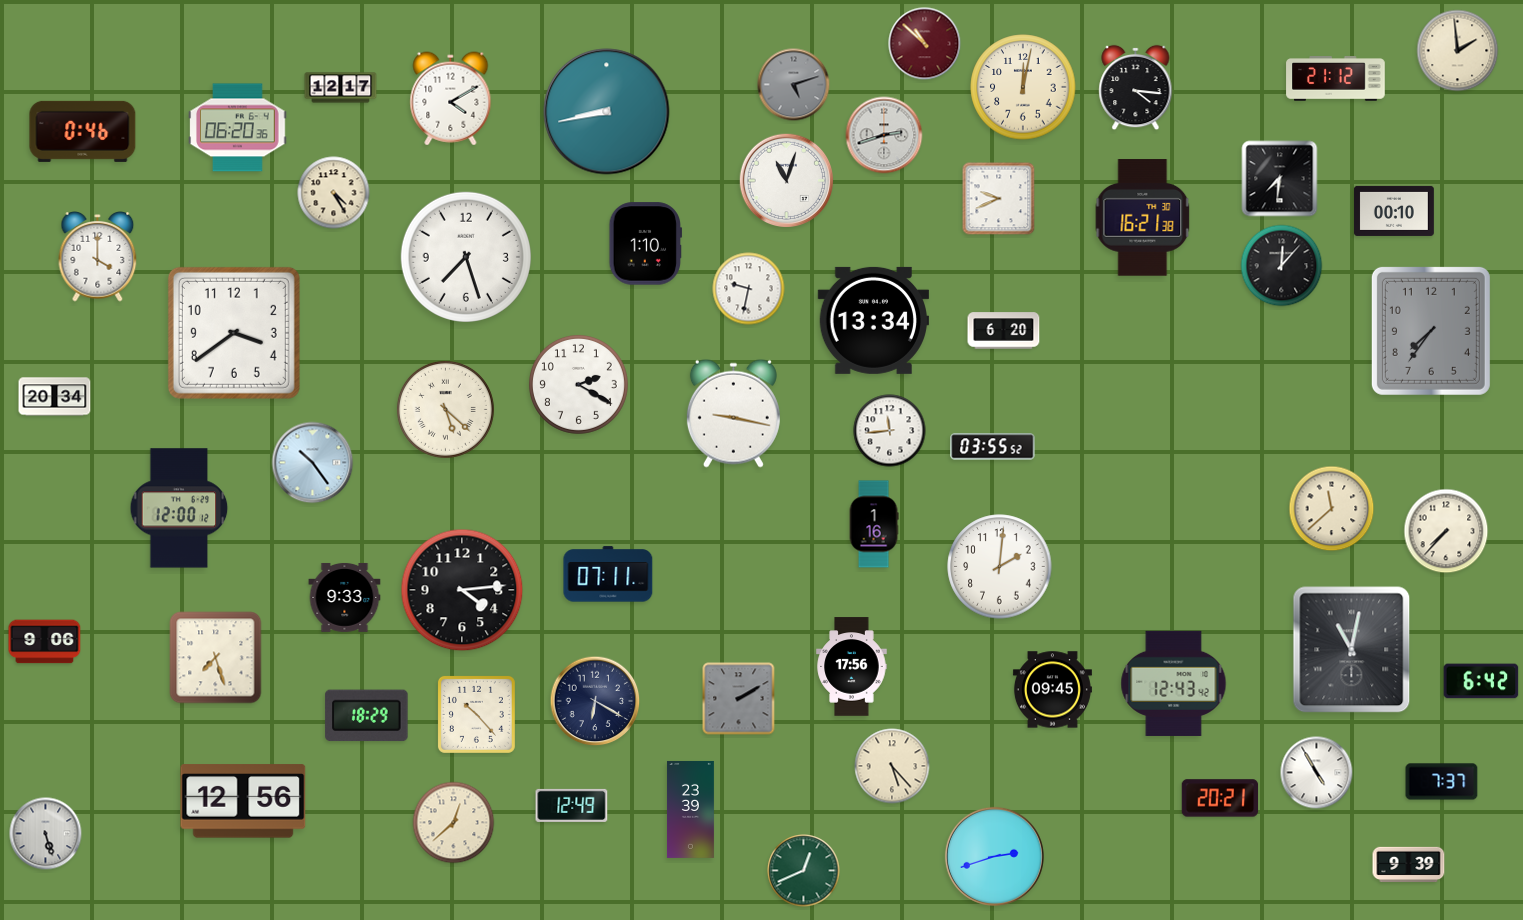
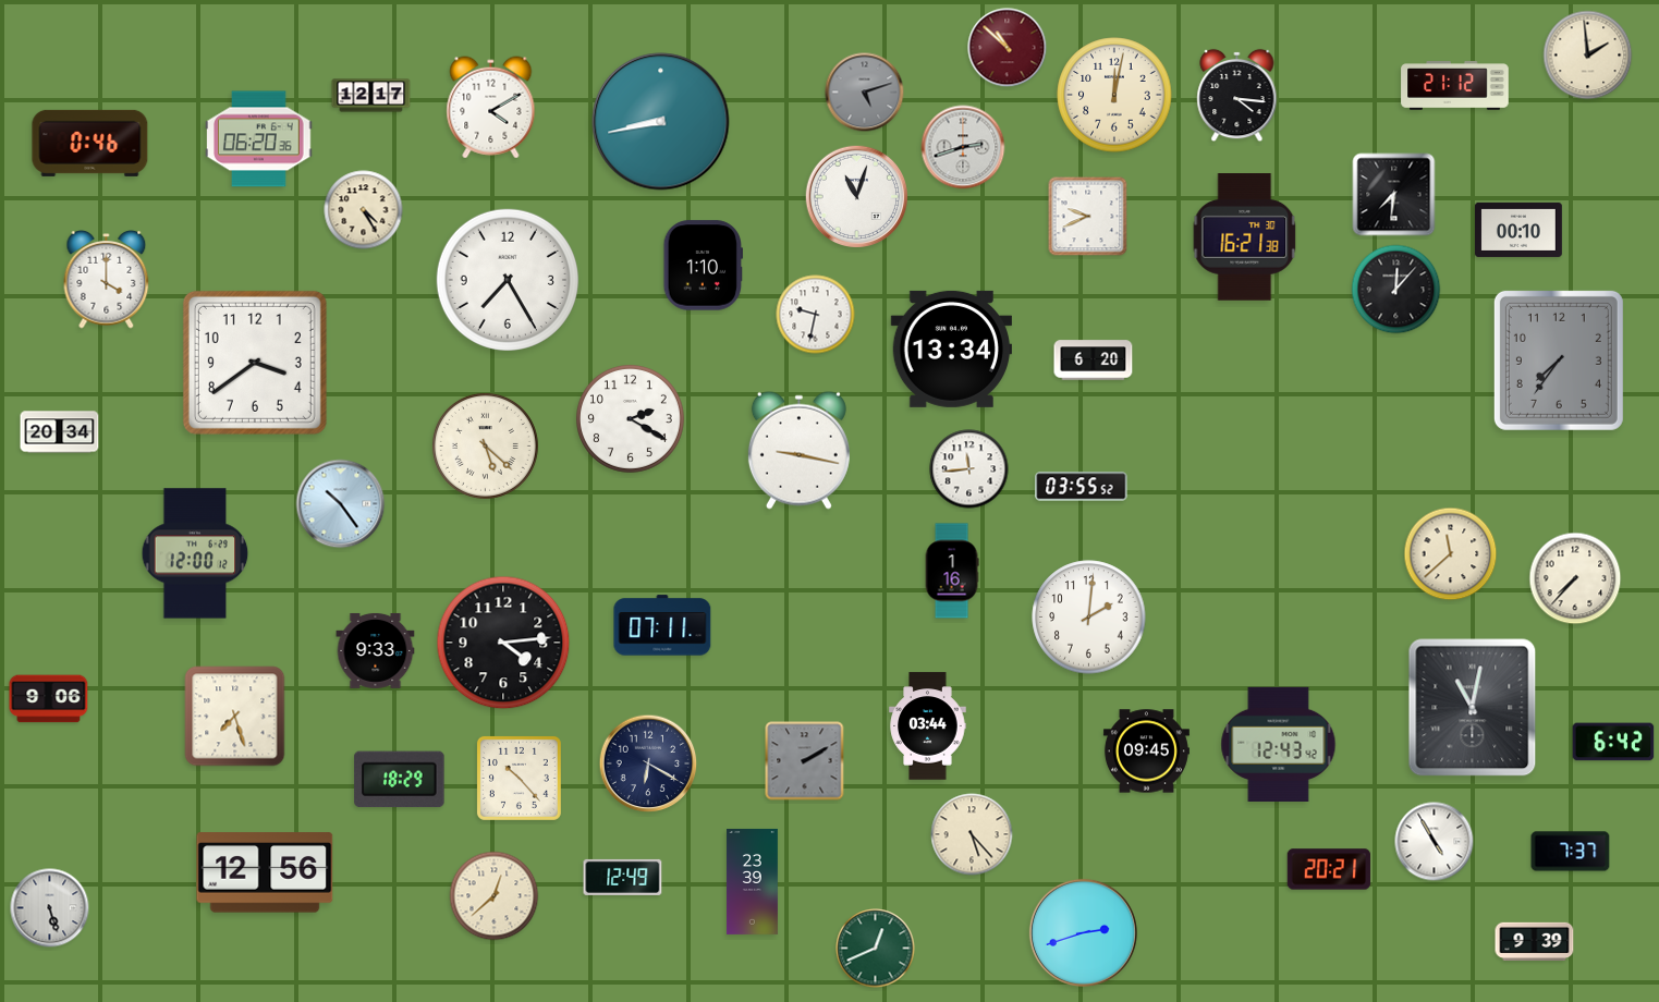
clock at (466, 257): 7:27 -> 7:25
clock at (852, 667): 17:56 -> 03:44
